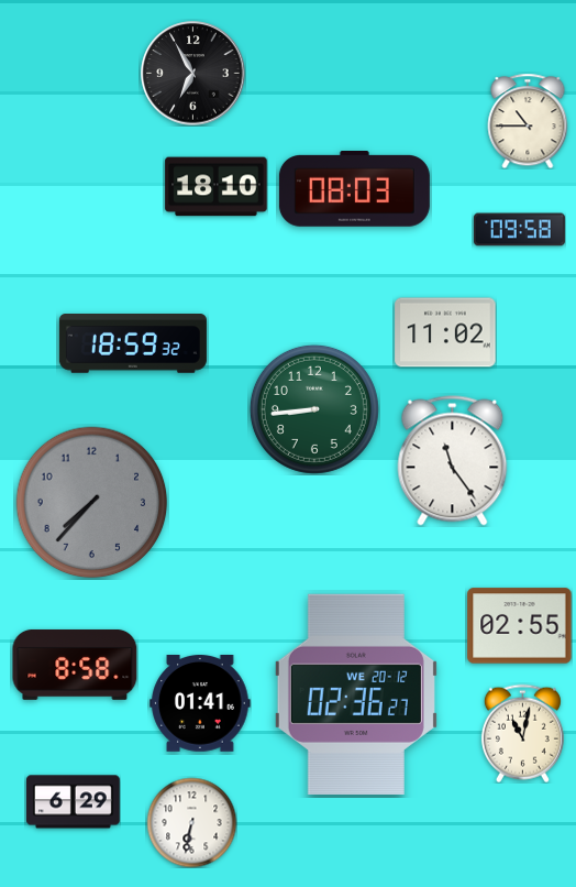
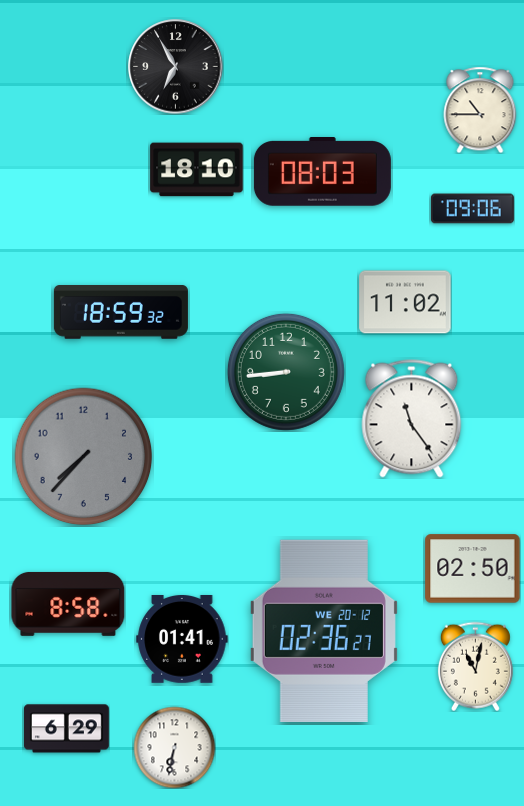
clock at (519, 230): 09:58 -> 09:06
clock at (520, 626): 02:55 -> 02:50
